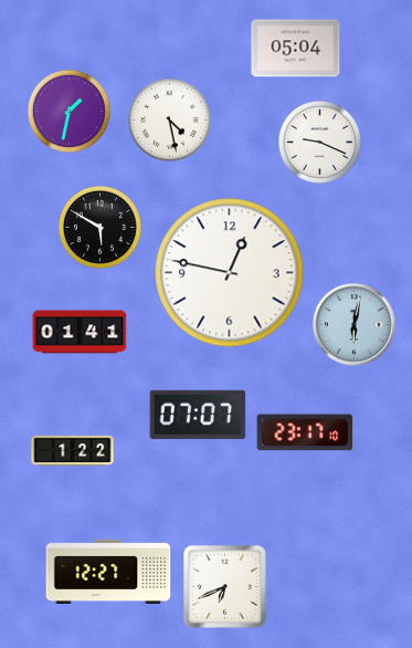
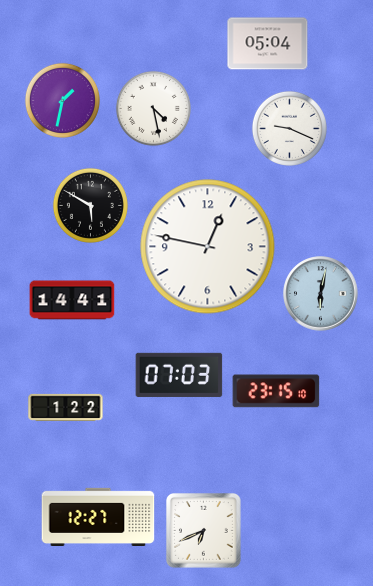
clock at (80, 332): 01:41 -> 14:41
clock at (198, 415): 07:07 -> 07:03
clock at (305, 432): 23:17 -> 23:15
